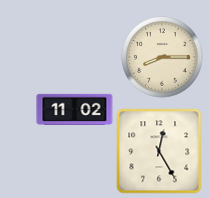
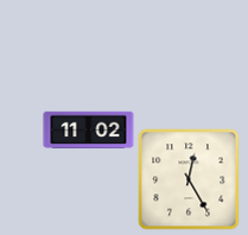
clock at (162, 57): 8:15 -> none
